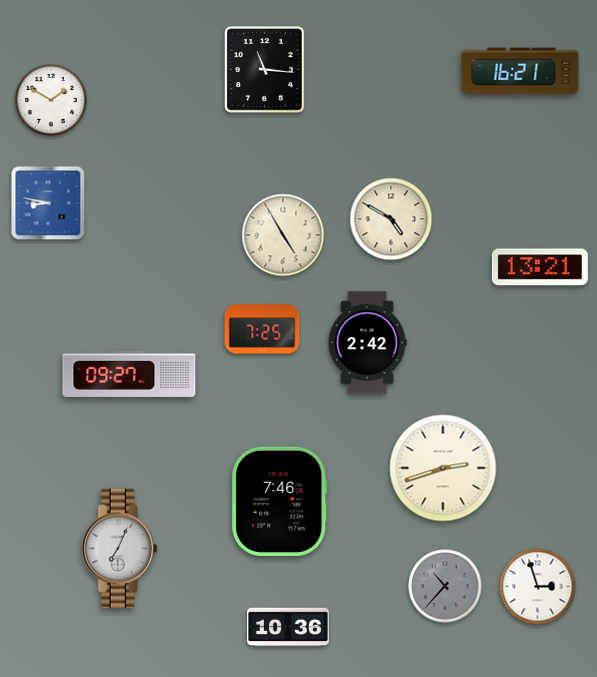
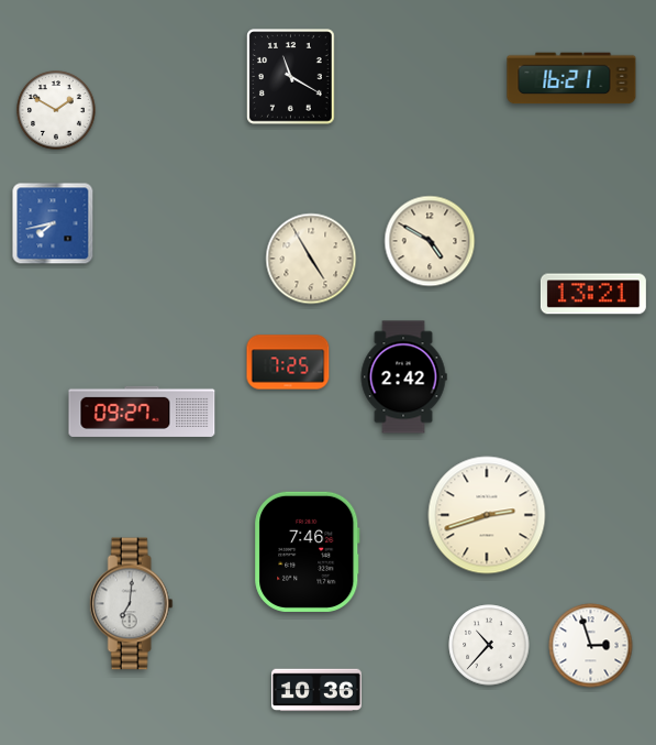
clock at (265, 70): 11:16 -> 11:20
clock at (48, 203): 8:47 -> 7:43
clock at (119, 549): 7:04 -> 7:01
clock at (445, 586) dial: grey -> white
